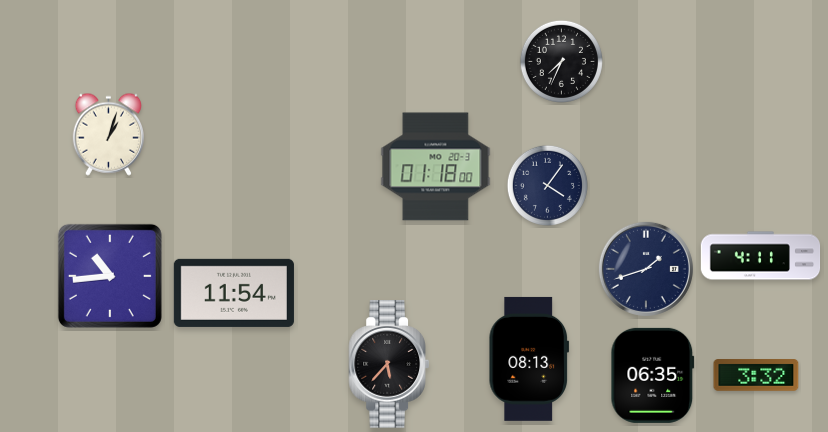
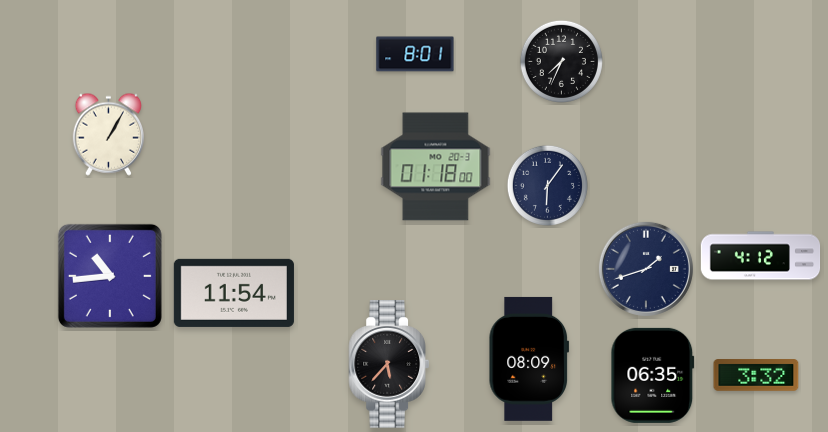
clock at (415, 54): none -> 8:01
clock at (108, 134): 1:03 -> 1:05
clock at (547, 185): 4:06 -> 6:06
clock at (761, 256): 4:11 -> 4:12
clock at (529, 359): 08:13 -> 08:09
